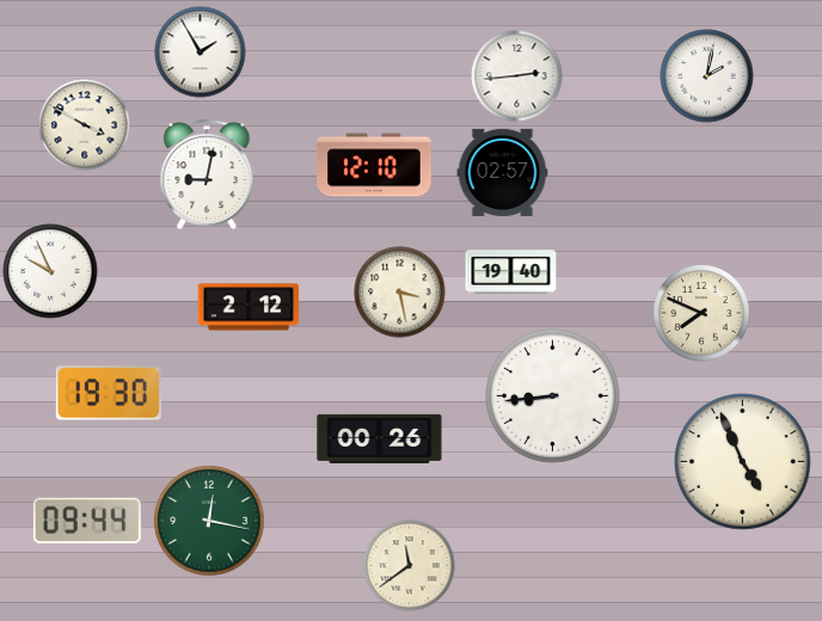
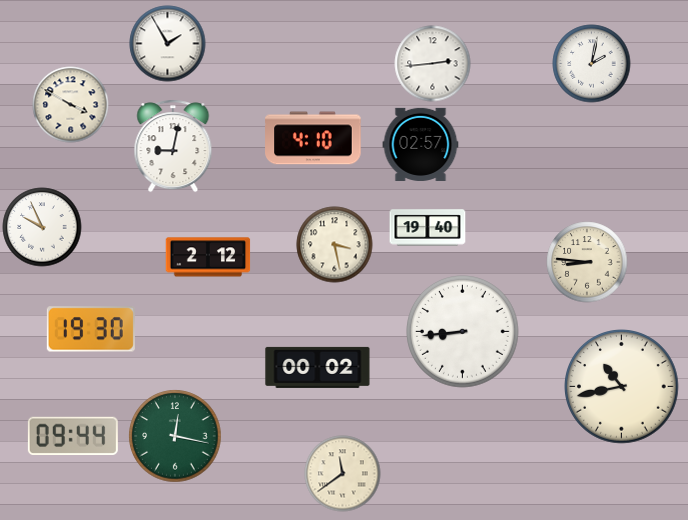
clock at (374, 165): 12:10 -> 4:10
clock at (701, 313): 7:49 -> 8:46
clock at (380, 438): 00:26 -> 00:02
clock at (743, 462): 4:56 -> 10:43
